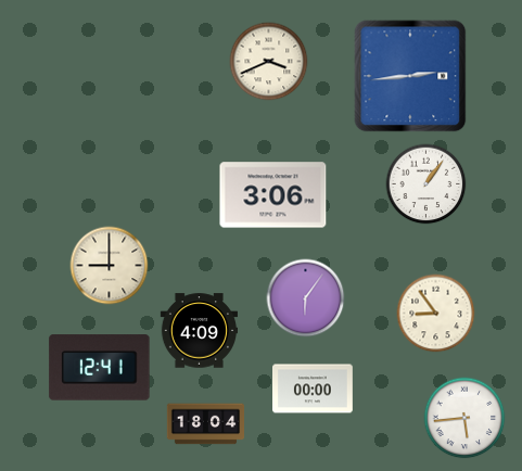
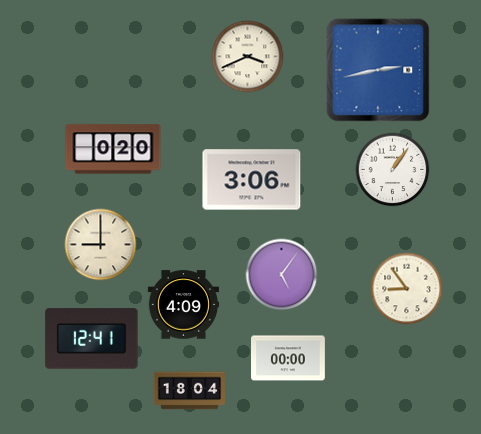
clock at (410, 76): 2:44 -> 2:43
clock at (113, 149): none -> 0:20
clock at (306, 298): 6:06 -> 5:06
clock at (436, 314) position: (436, 314) -> (407, 289)
clock at (464, 418): 5:44 -> none
